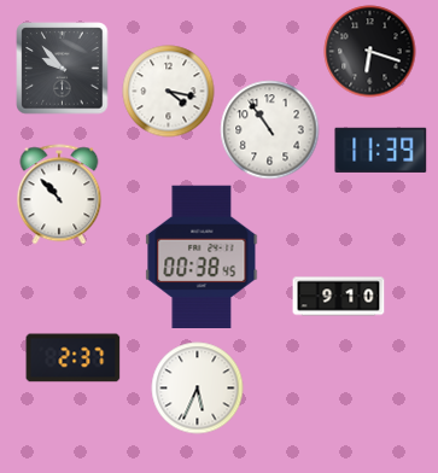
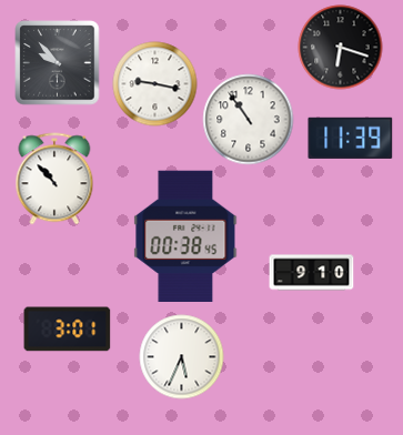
clock at (169, 92): 4:17 -> 9:17
clock at (74, 358): 2:37 -> 3:01
